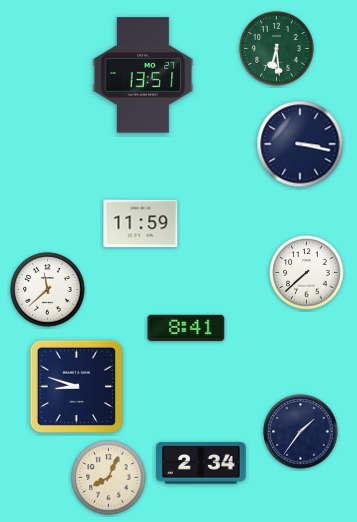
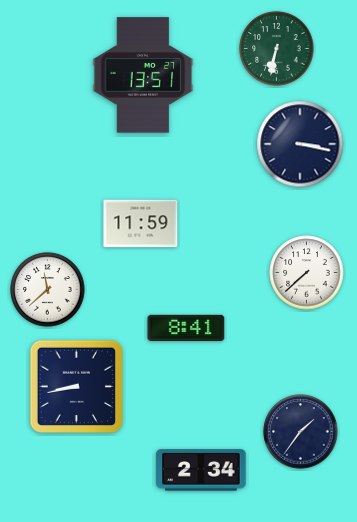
clock at (277, 49): 6:29 -> 6:32
clock at (77, 387): 8:48 -> 8:43
clock at (201, 463) position: (201, 463) -> (201, 470)
clock at (109, 478): 8:04 -> none
